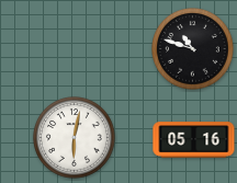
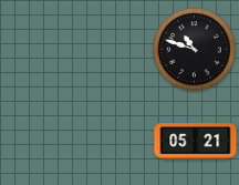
clock at (75, 138): 6:02 -> none
clock at (194, 140): 05:16 -> 05:21
